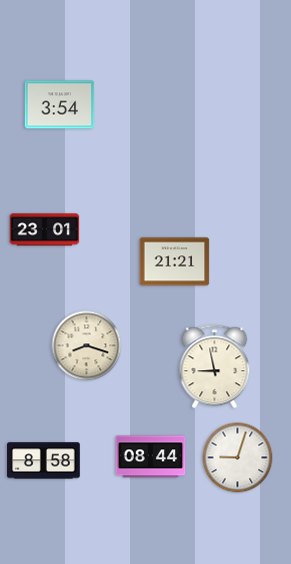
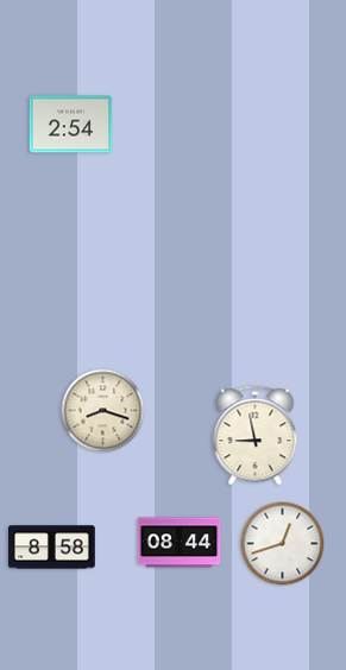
clock at (60, 105): 3:54 -> 2:54
clock at (45, 230): 23:01 -> none
clock at (175, 262): 21:21 -> none
clock at (238, 458): 9:03 -> 12:42
